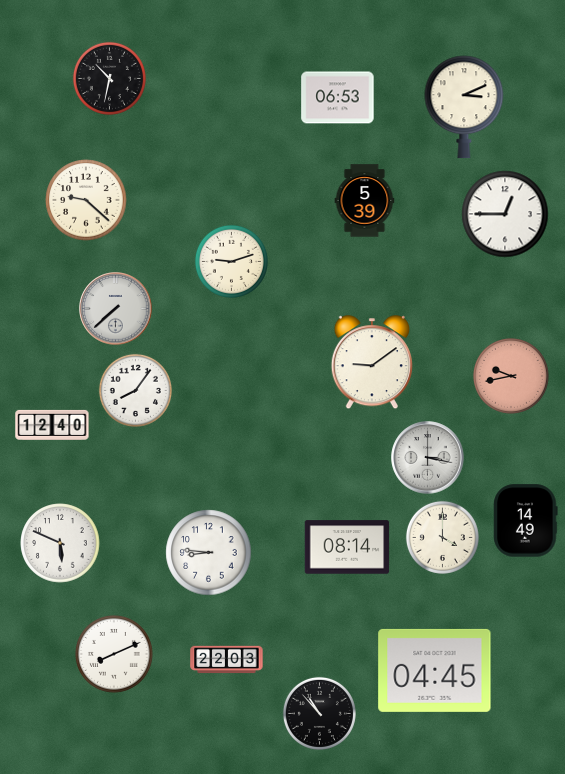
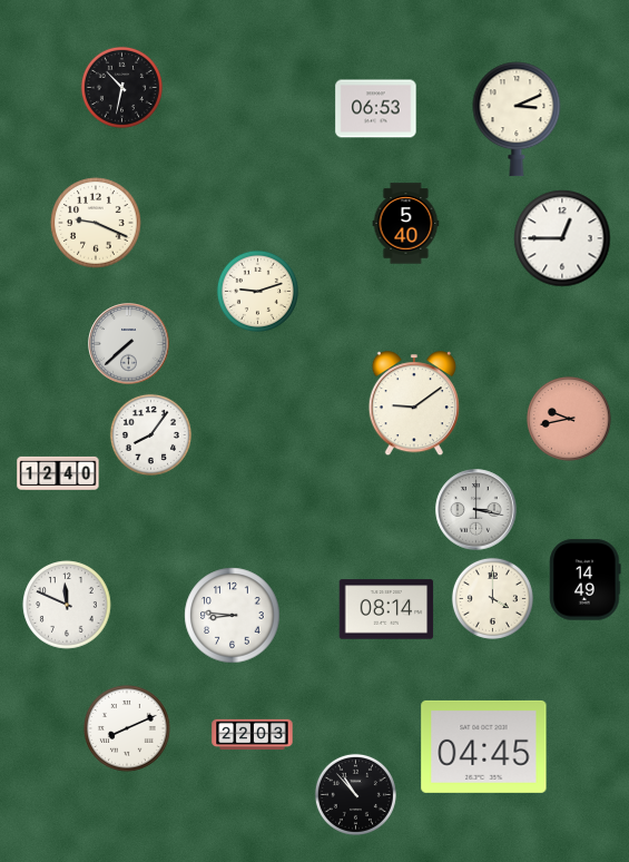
clock at (86, 200): 9:22 -> 9:19
clock at (365, 201): 5:39 -> 5:40
clock at (60, 543): 5:49 -> 11:49
